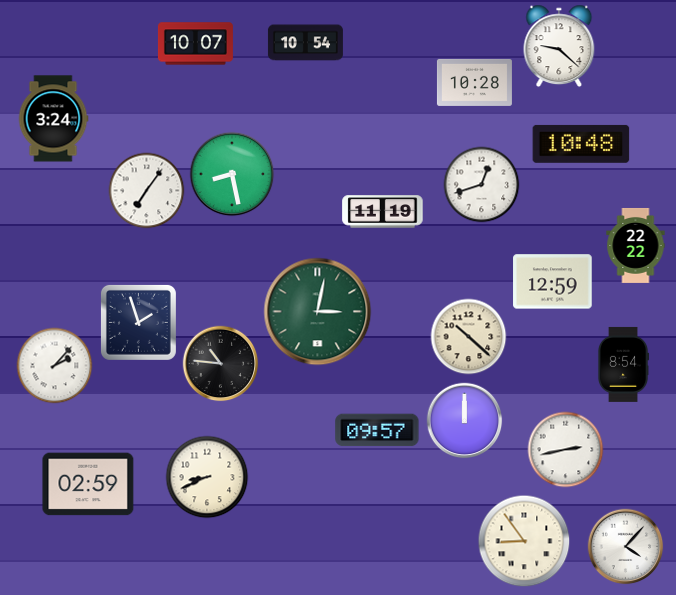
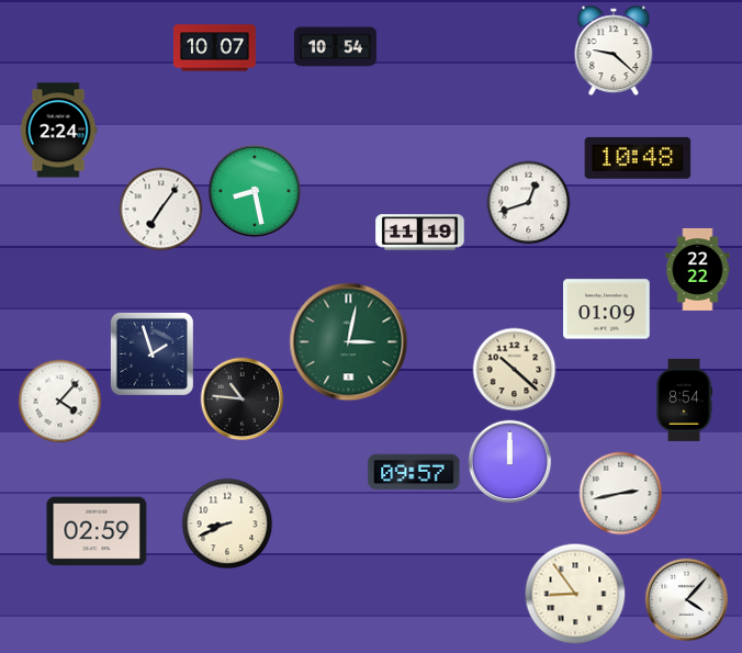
clock at (474, 82): 10:28 -> none
clock at (53, 119): 3:24 -> 2:24
clock at (553, 282): 12:59 -> 01:09
clock at (55, 366): 2:07 -> 4:07
